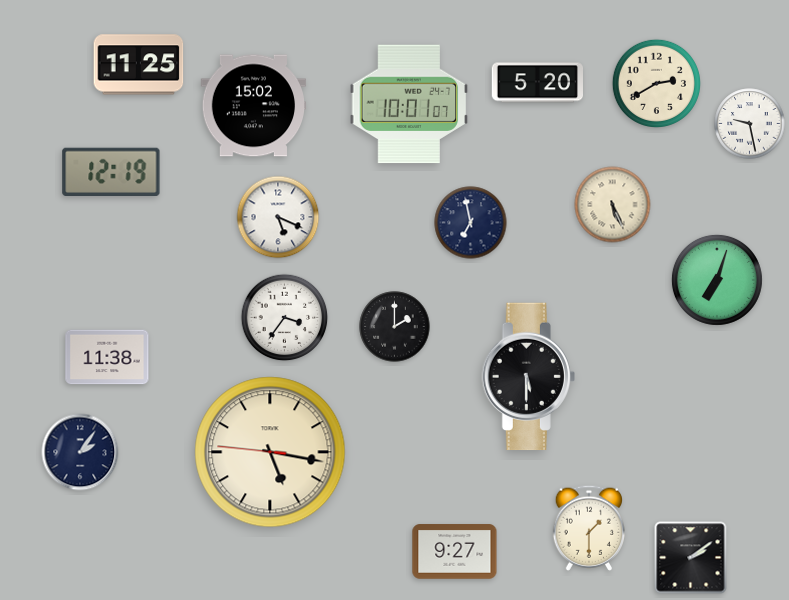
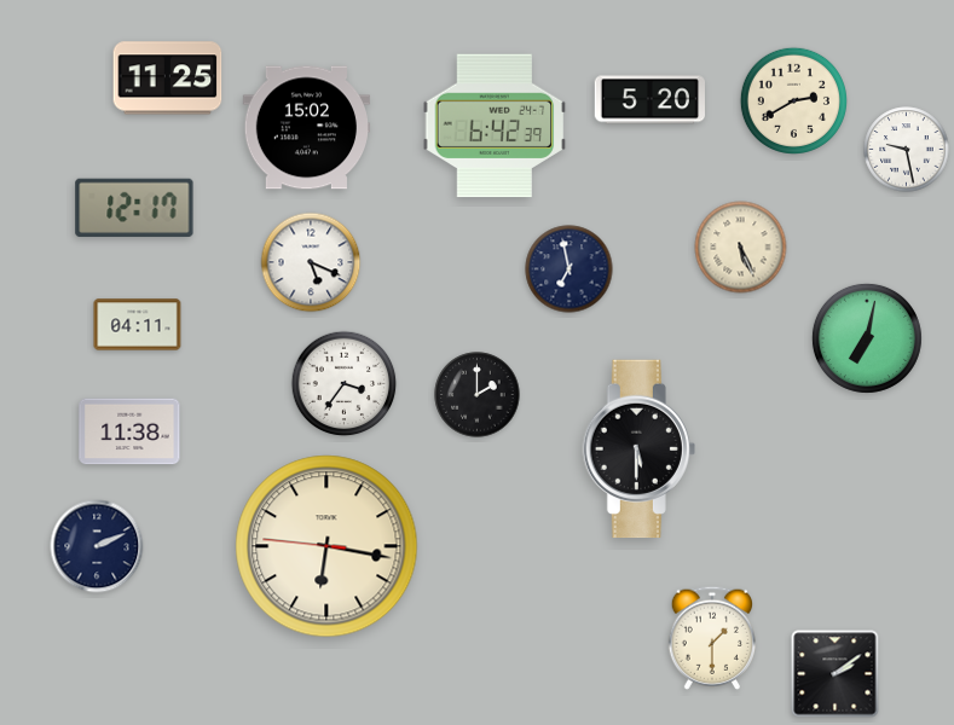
clock at (409, 104): 10:01 -> 6:42
clock at (111, 171): 12:19 -> 12:17
clock at (278, 217) position: (278, 217) -> (311, 262)
clock at (138, 325): none -> 04:11
clock at (717, 280): 7:03 -> 7:02
clock at (528, 377) position: (528, 377) -> (638, 449)
clock at (80, 452): 2:06 -> 2:11
clock at (270, 452): 5:16 -> 6:16
clock at (455, 552): 9:27 -> none
